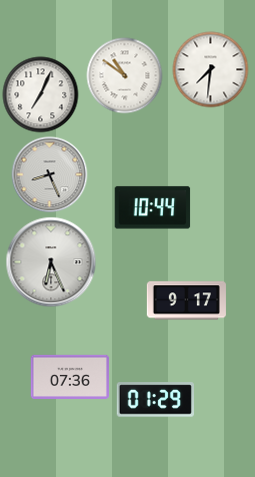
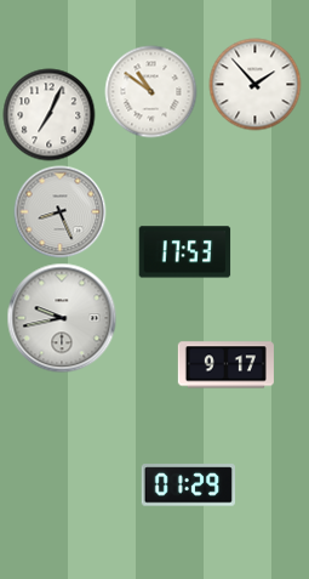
clock at (211, 70): 7:31 -> 1:53
clock at (153, 208): 10:44 -> 17:53
clock at (51, 262): 6:26 -> 9:43
clock at (70, 377): 07:36 -> none
